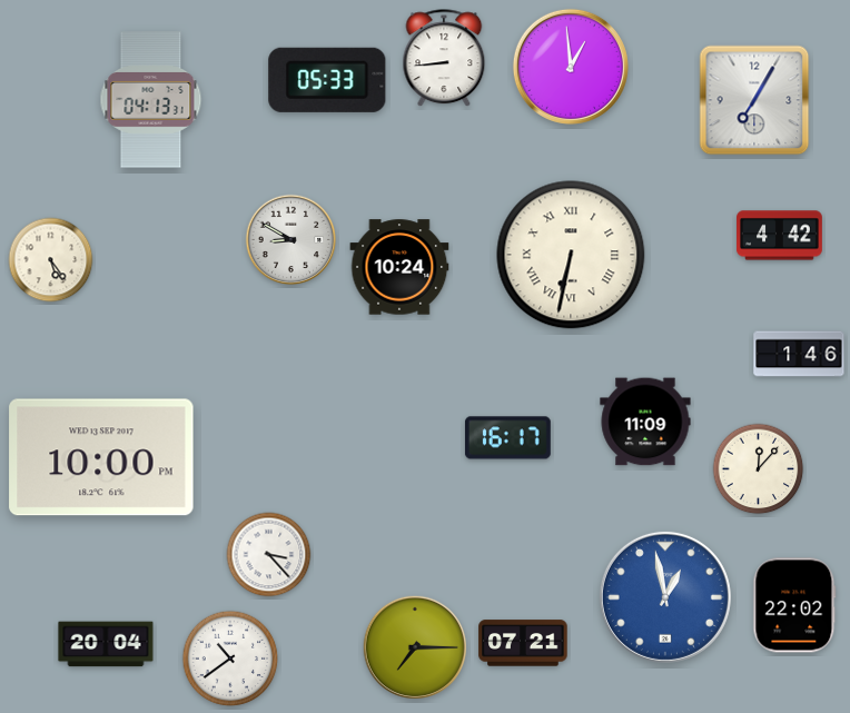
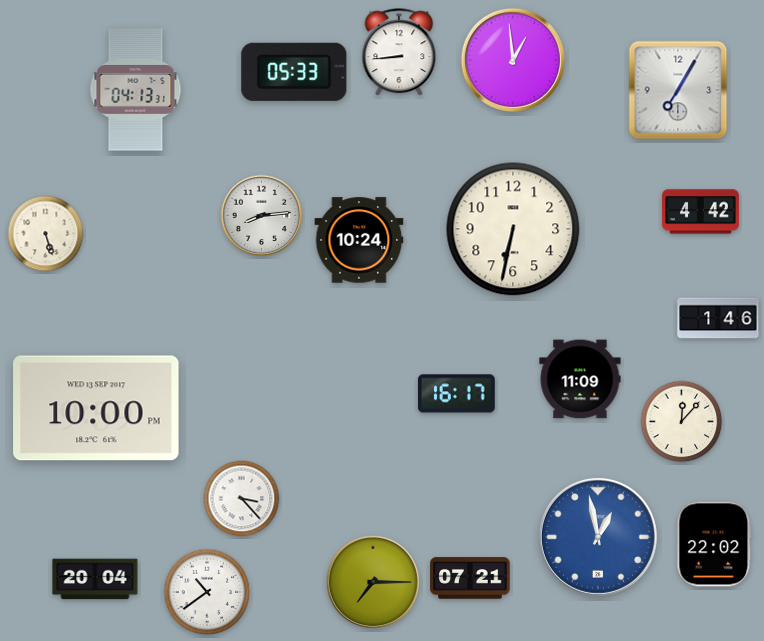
clock at (291, 240): 8:50 -> 8:14
clock at (571, 255) numerals: Roman -> Arabic
clock at (51, 260): 5:24 -> 5:27
clock at (101, 457) position: (101, 457) -> (96, 408)
